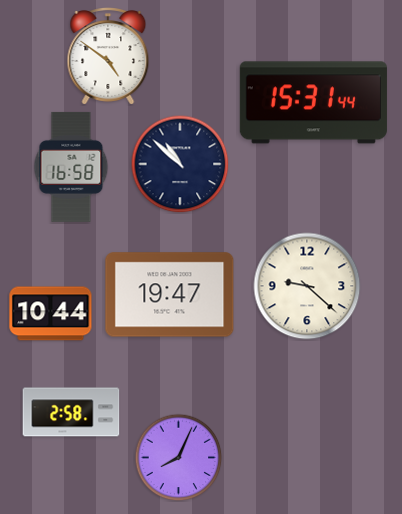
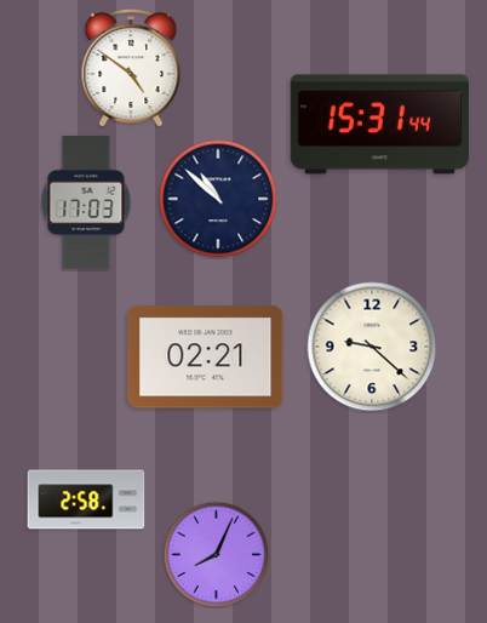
clock at (71, 167): 16:58 -> 17:03
clock at (170, 295): 19:47 -> 02:21
clock at (51, 314): 10:44 -> none
